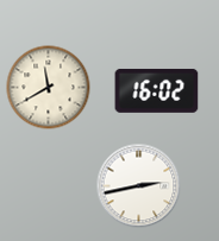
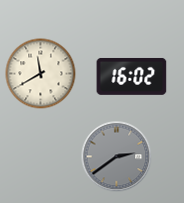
clock at (139, 186): 2:43 -> 2:39
clock at (139, 186) dial: white -> grey
